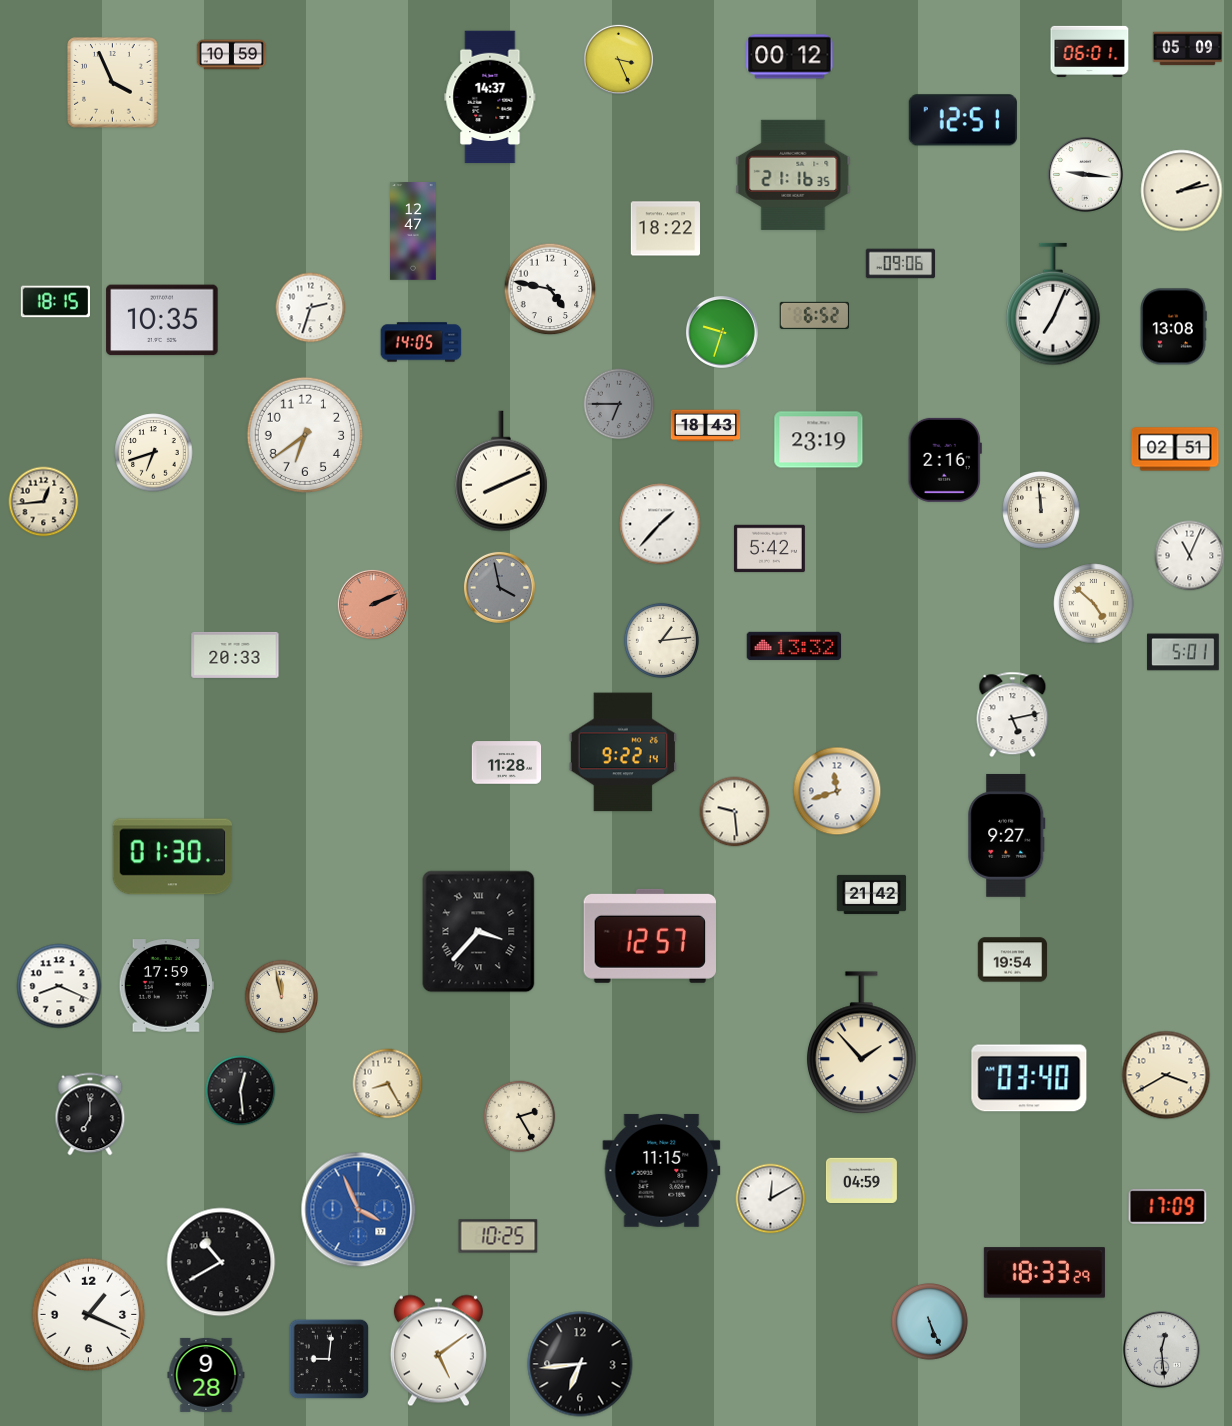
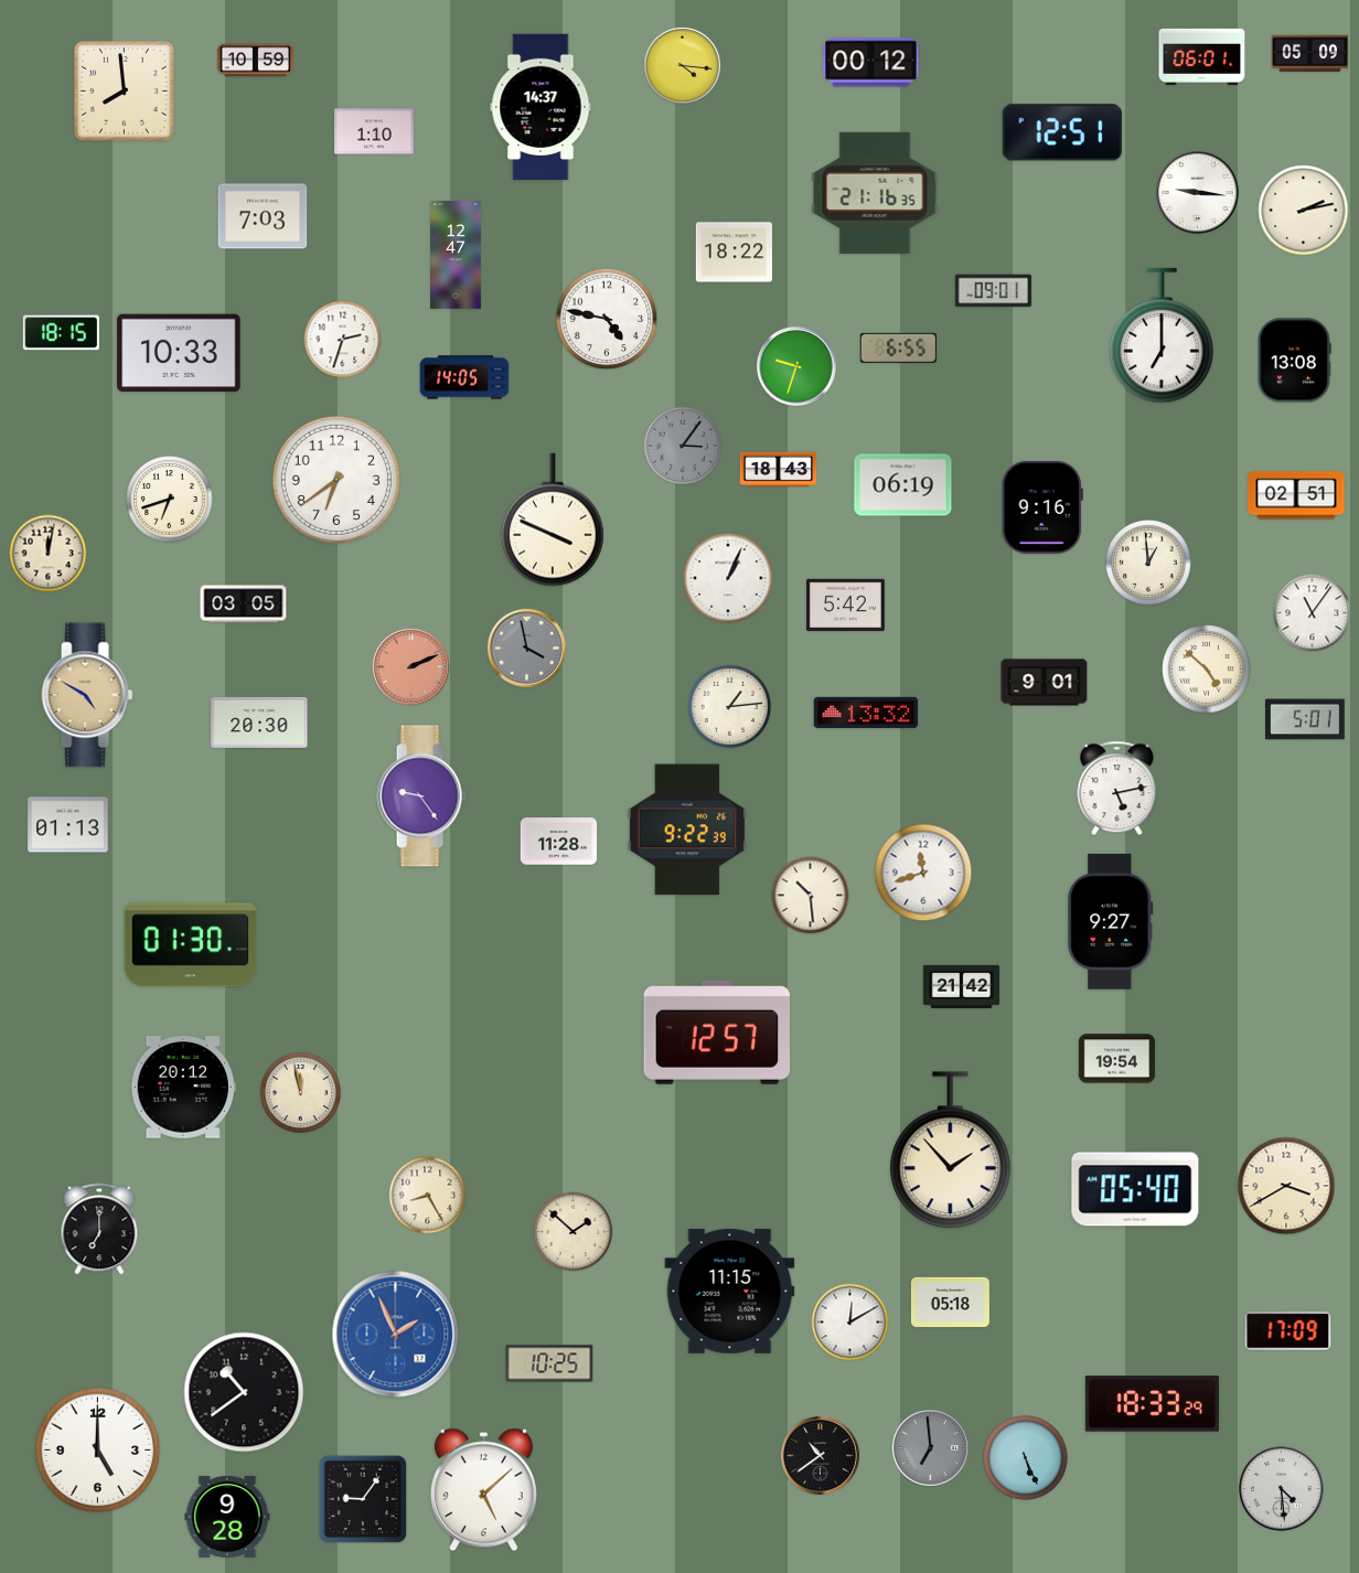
clock at (618, 59): 3:26 -> 4:16
clock at (113, 83): 3:56 -> 7:59
clock at (375, 131): none -> 1:10
clock at (263, 216): none -> 7:03
clock at (901, 264): 09:06 -> 09:01
clock at (1053, 304): 7:04 -> 7:00
clock at (814, 315): 6:52 -> 6:55
clock at (162, 320): 10:35 -> 10:33
clock at (619, 404): 6:45 -> 3:06
clock at (819, 440): 23:19 -> 06:19
clock at (945, 460): 2:16 -> 9:16
clock at (501, 471): 8:11 -> 3:49
clock at (44, 502): 12:44 -> 12:02
clock at (1041, 510): 11:59 -> 12:59
clock at (660, 524): 1:37 -> 1:04
clock at (244, 604): none -> 03:05
clock at (769, 549) position: (769, 549) -> (845, 606)
clock at (1190, 556): 11:04 -> 11:06
clock at (499, 587) position: (499, 587) -> (526, 648)
clock at (1094, 604) position: (1094, 604) -> (1207, 670)
clock at (1045, 683): none -> 9:01
clock at (87, 695): none -> 4:50
clock at (794, 646) position: (794, 646) -> (866, 713)
clock at (235, 655): 20:33 -> 20:30
clock at (421, 796): none -> 9:24
clock at (68, 825): none -> 01:13
clock at (623, 752): 9:22:14 -> 9:22:39
clock at (735, 812): 9:29 -> 10:29
clock at (479, 932): 3:37 -> none
clock at (59, 986): 8:19 -> none
clock at (166, 986): 17:59 -> 20:12
clock at (281, 996) position: (281, 996) -> (300, 1092)
clock at (1029, 1078): 03:40 -> 05:40
clock at (241, 1091): 12:29 -> none
clock at (520, 1117): 2:25 -> 1:52
clock at (861, 1180): 04:59 -> 05:18
clock at (359, 1210): 3:56 -> 1:56
clock at (221, 1262): 10:40 -> 10:39
clock at (930, 1447): none -> 6:59
clock at (89, 1315): 1:19 -> 5:00
clock at (820, 1455): none -> 10:39
clock at (1162, 1350): 12:29 -> 4:29
clock at (438, 1351): 5:09 -> 5:08
clock at (329, 1359): 9:01 -> 9:06
clock at (580, 1364): 6:44 -> none
